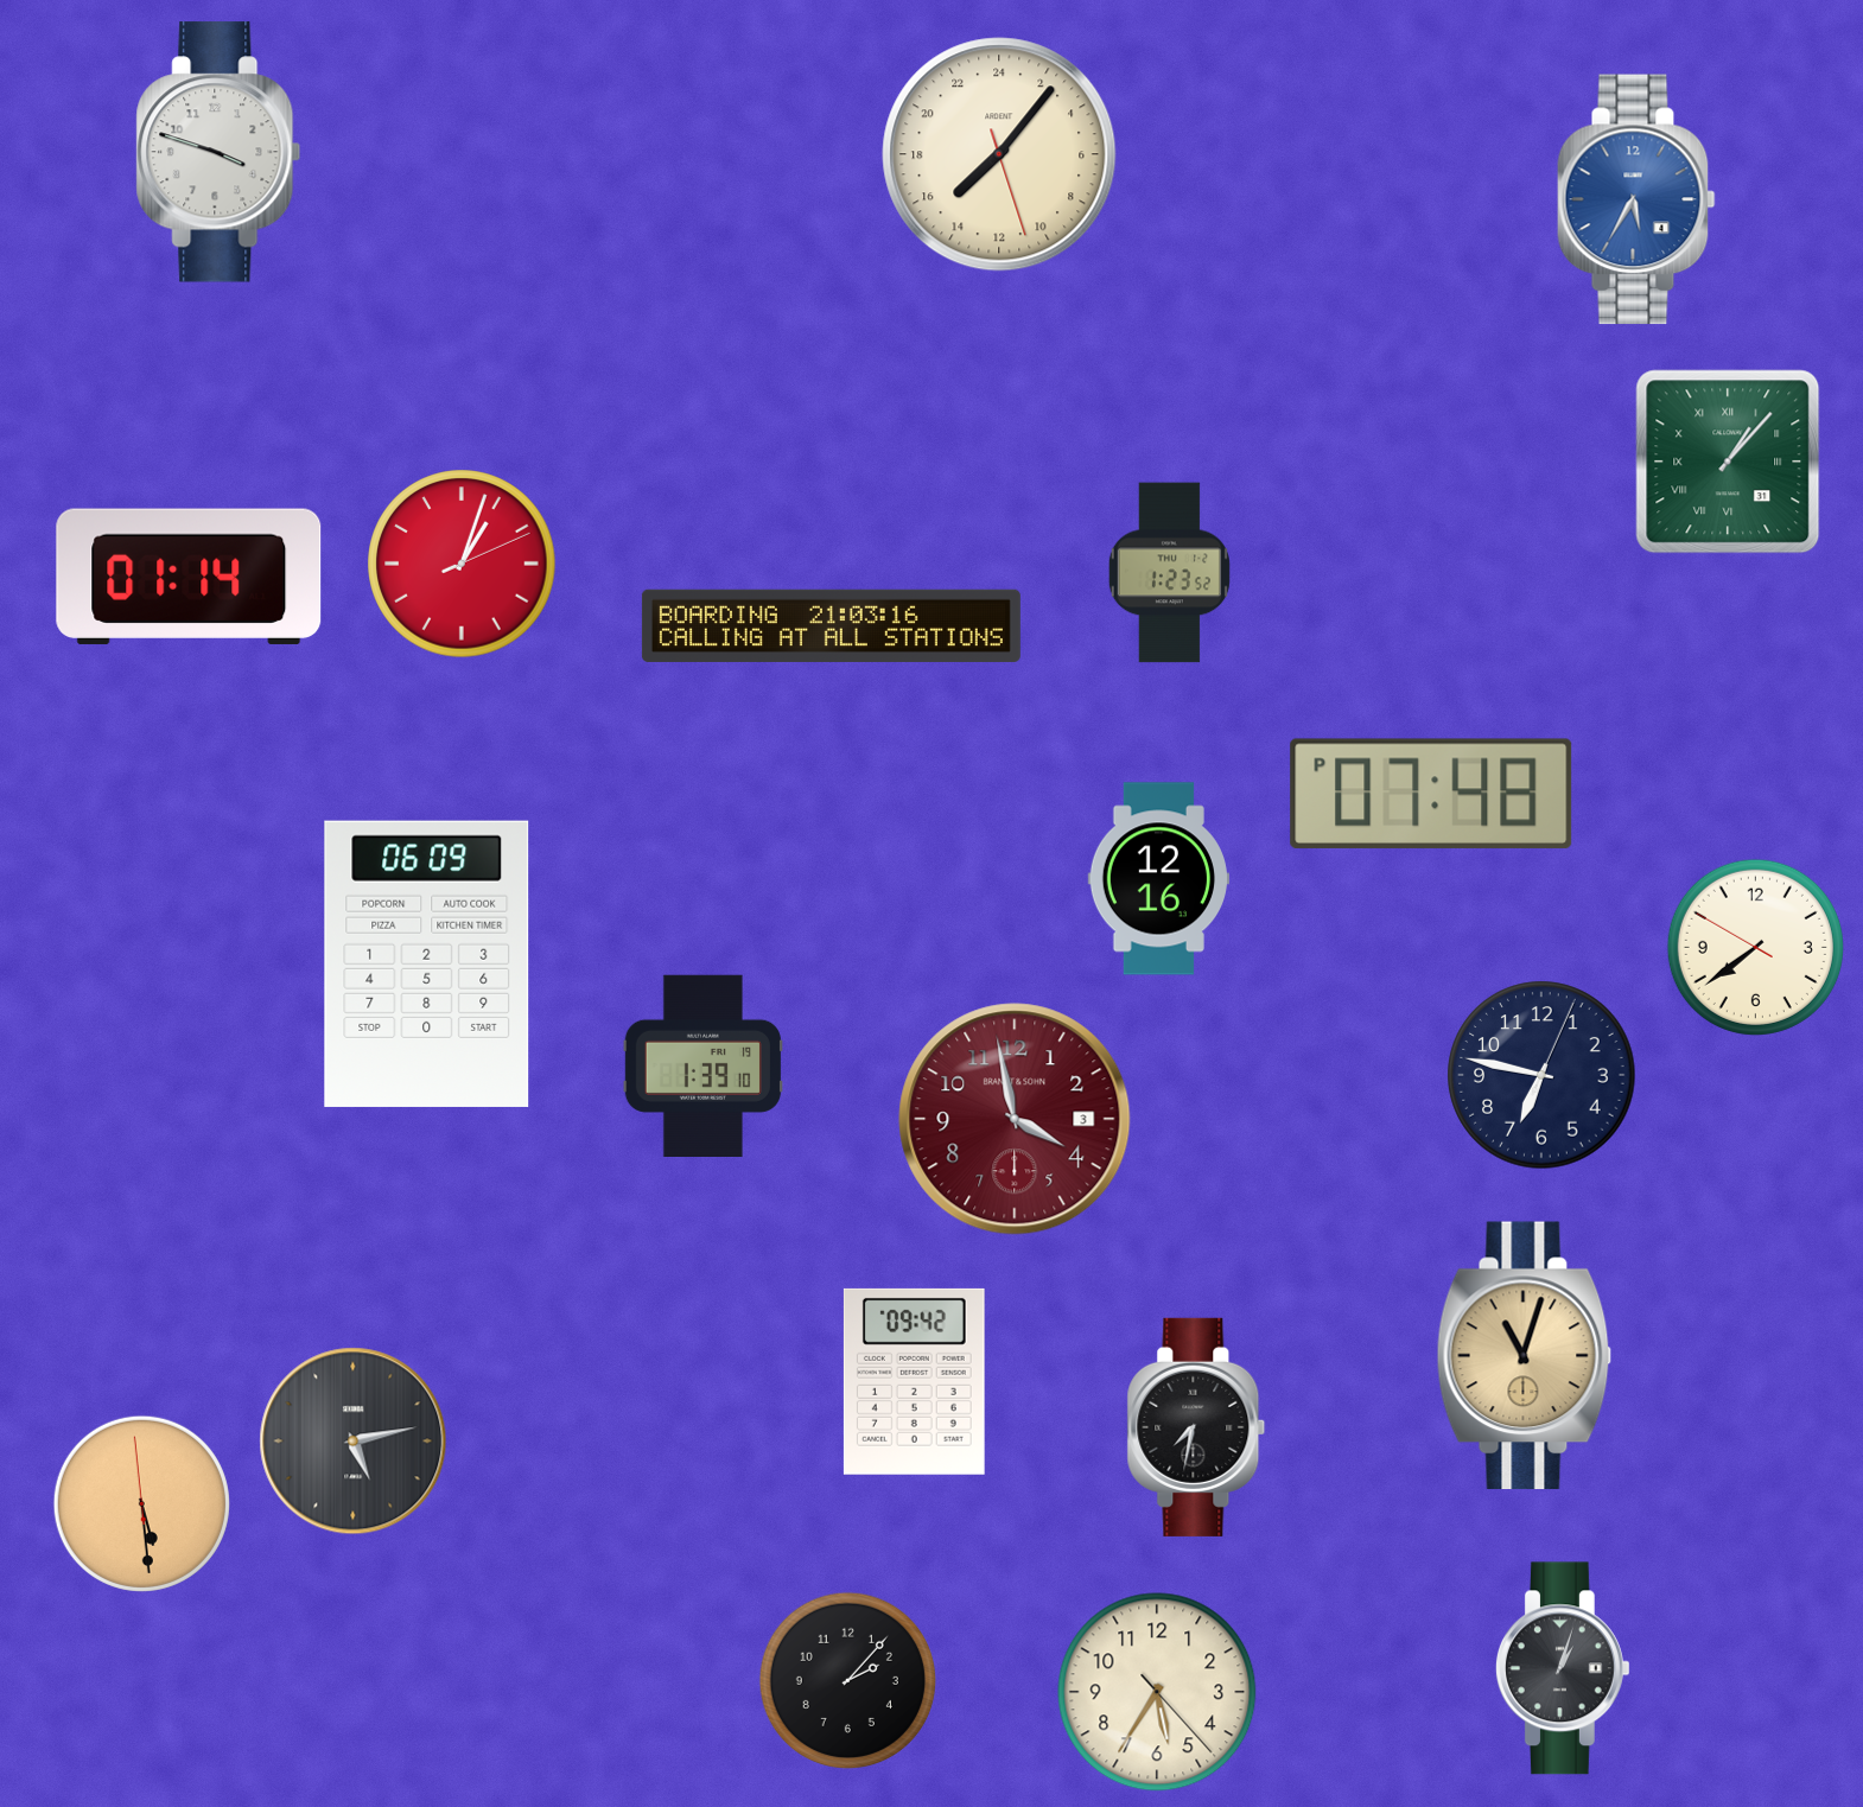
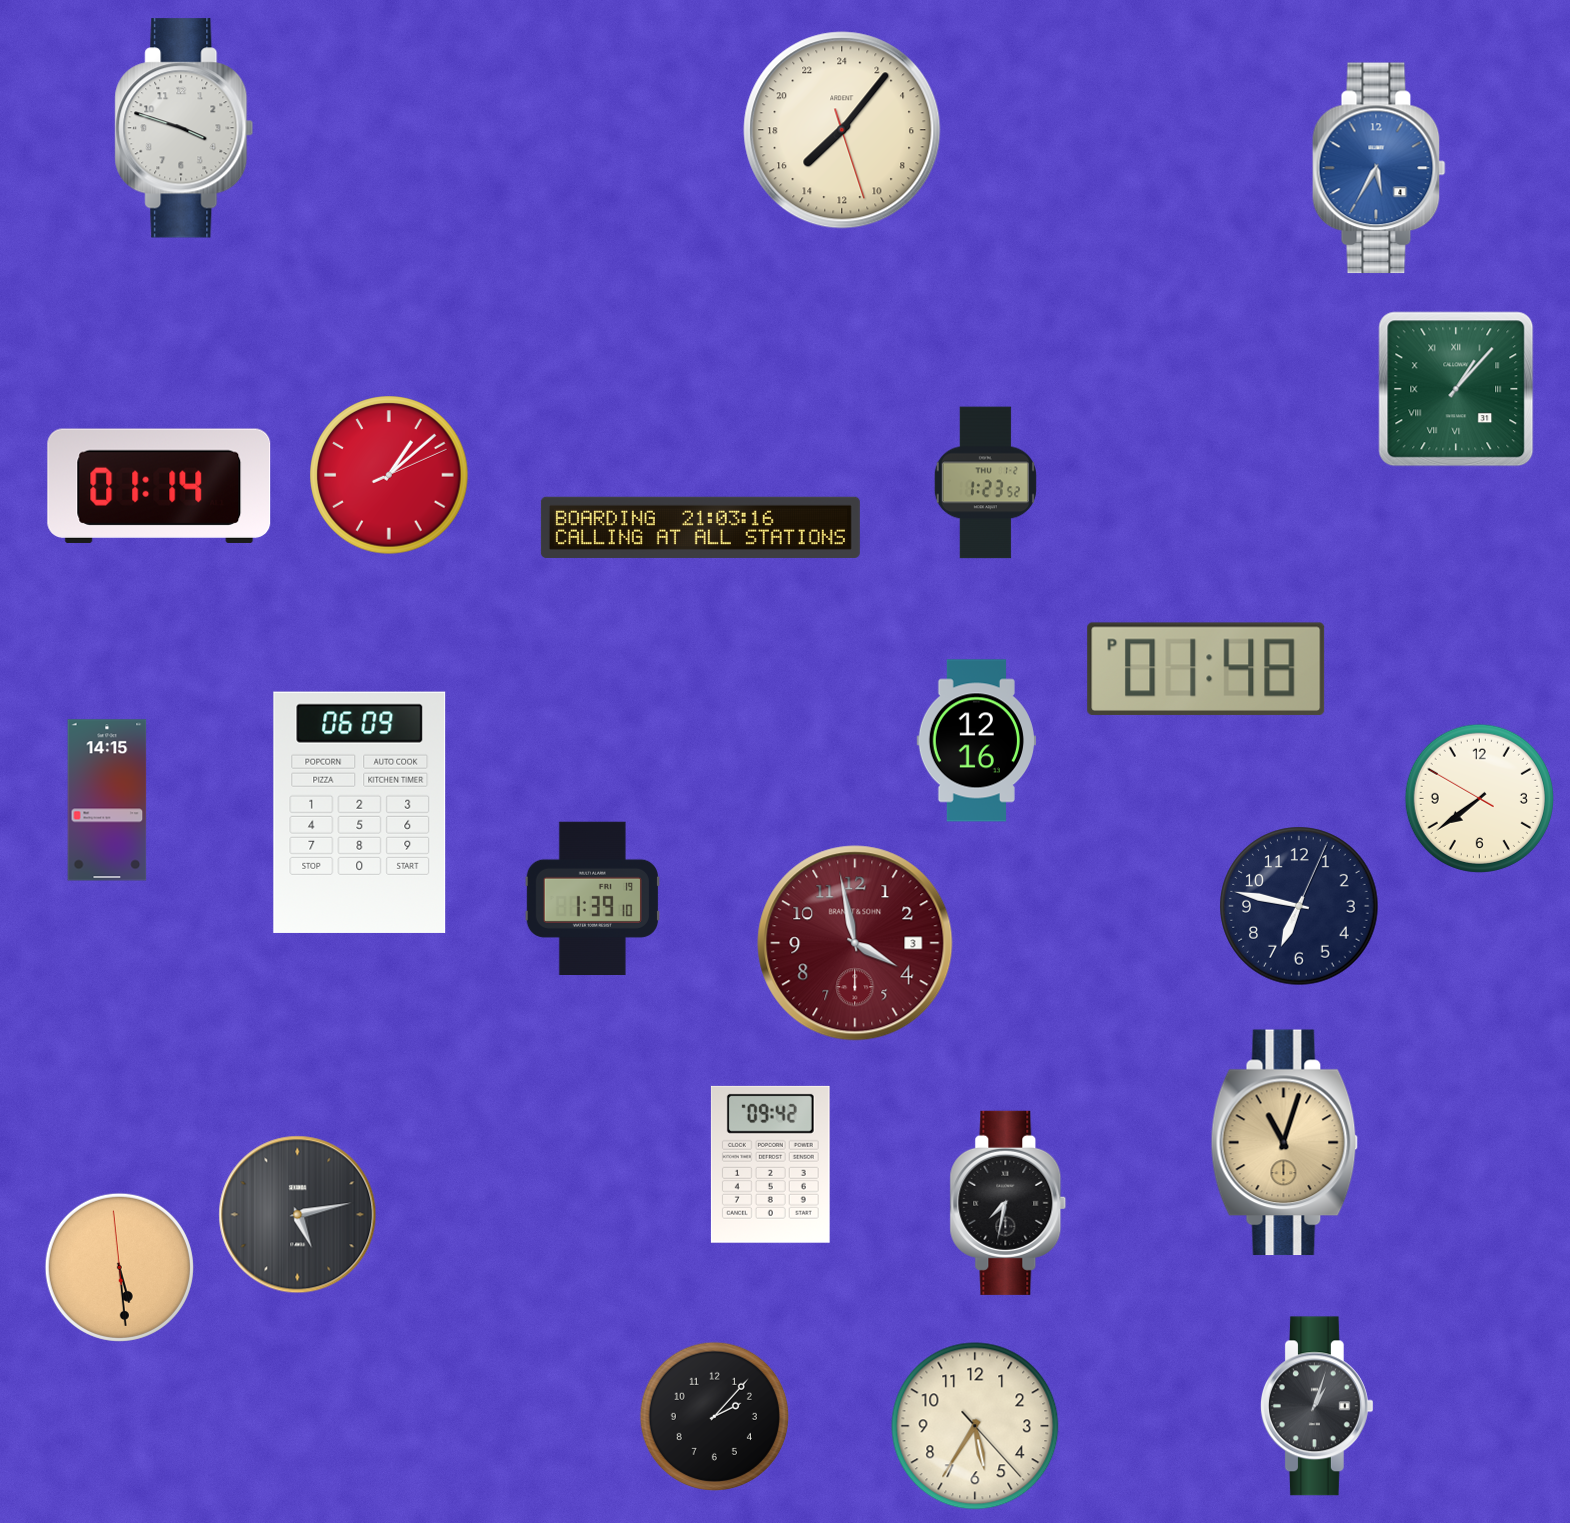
clock at (462, 564): 1:03 -> 1:08
clock at (1431, 794): 07:48 -> 01:48
clock at (107, 800): none -> 14:15
